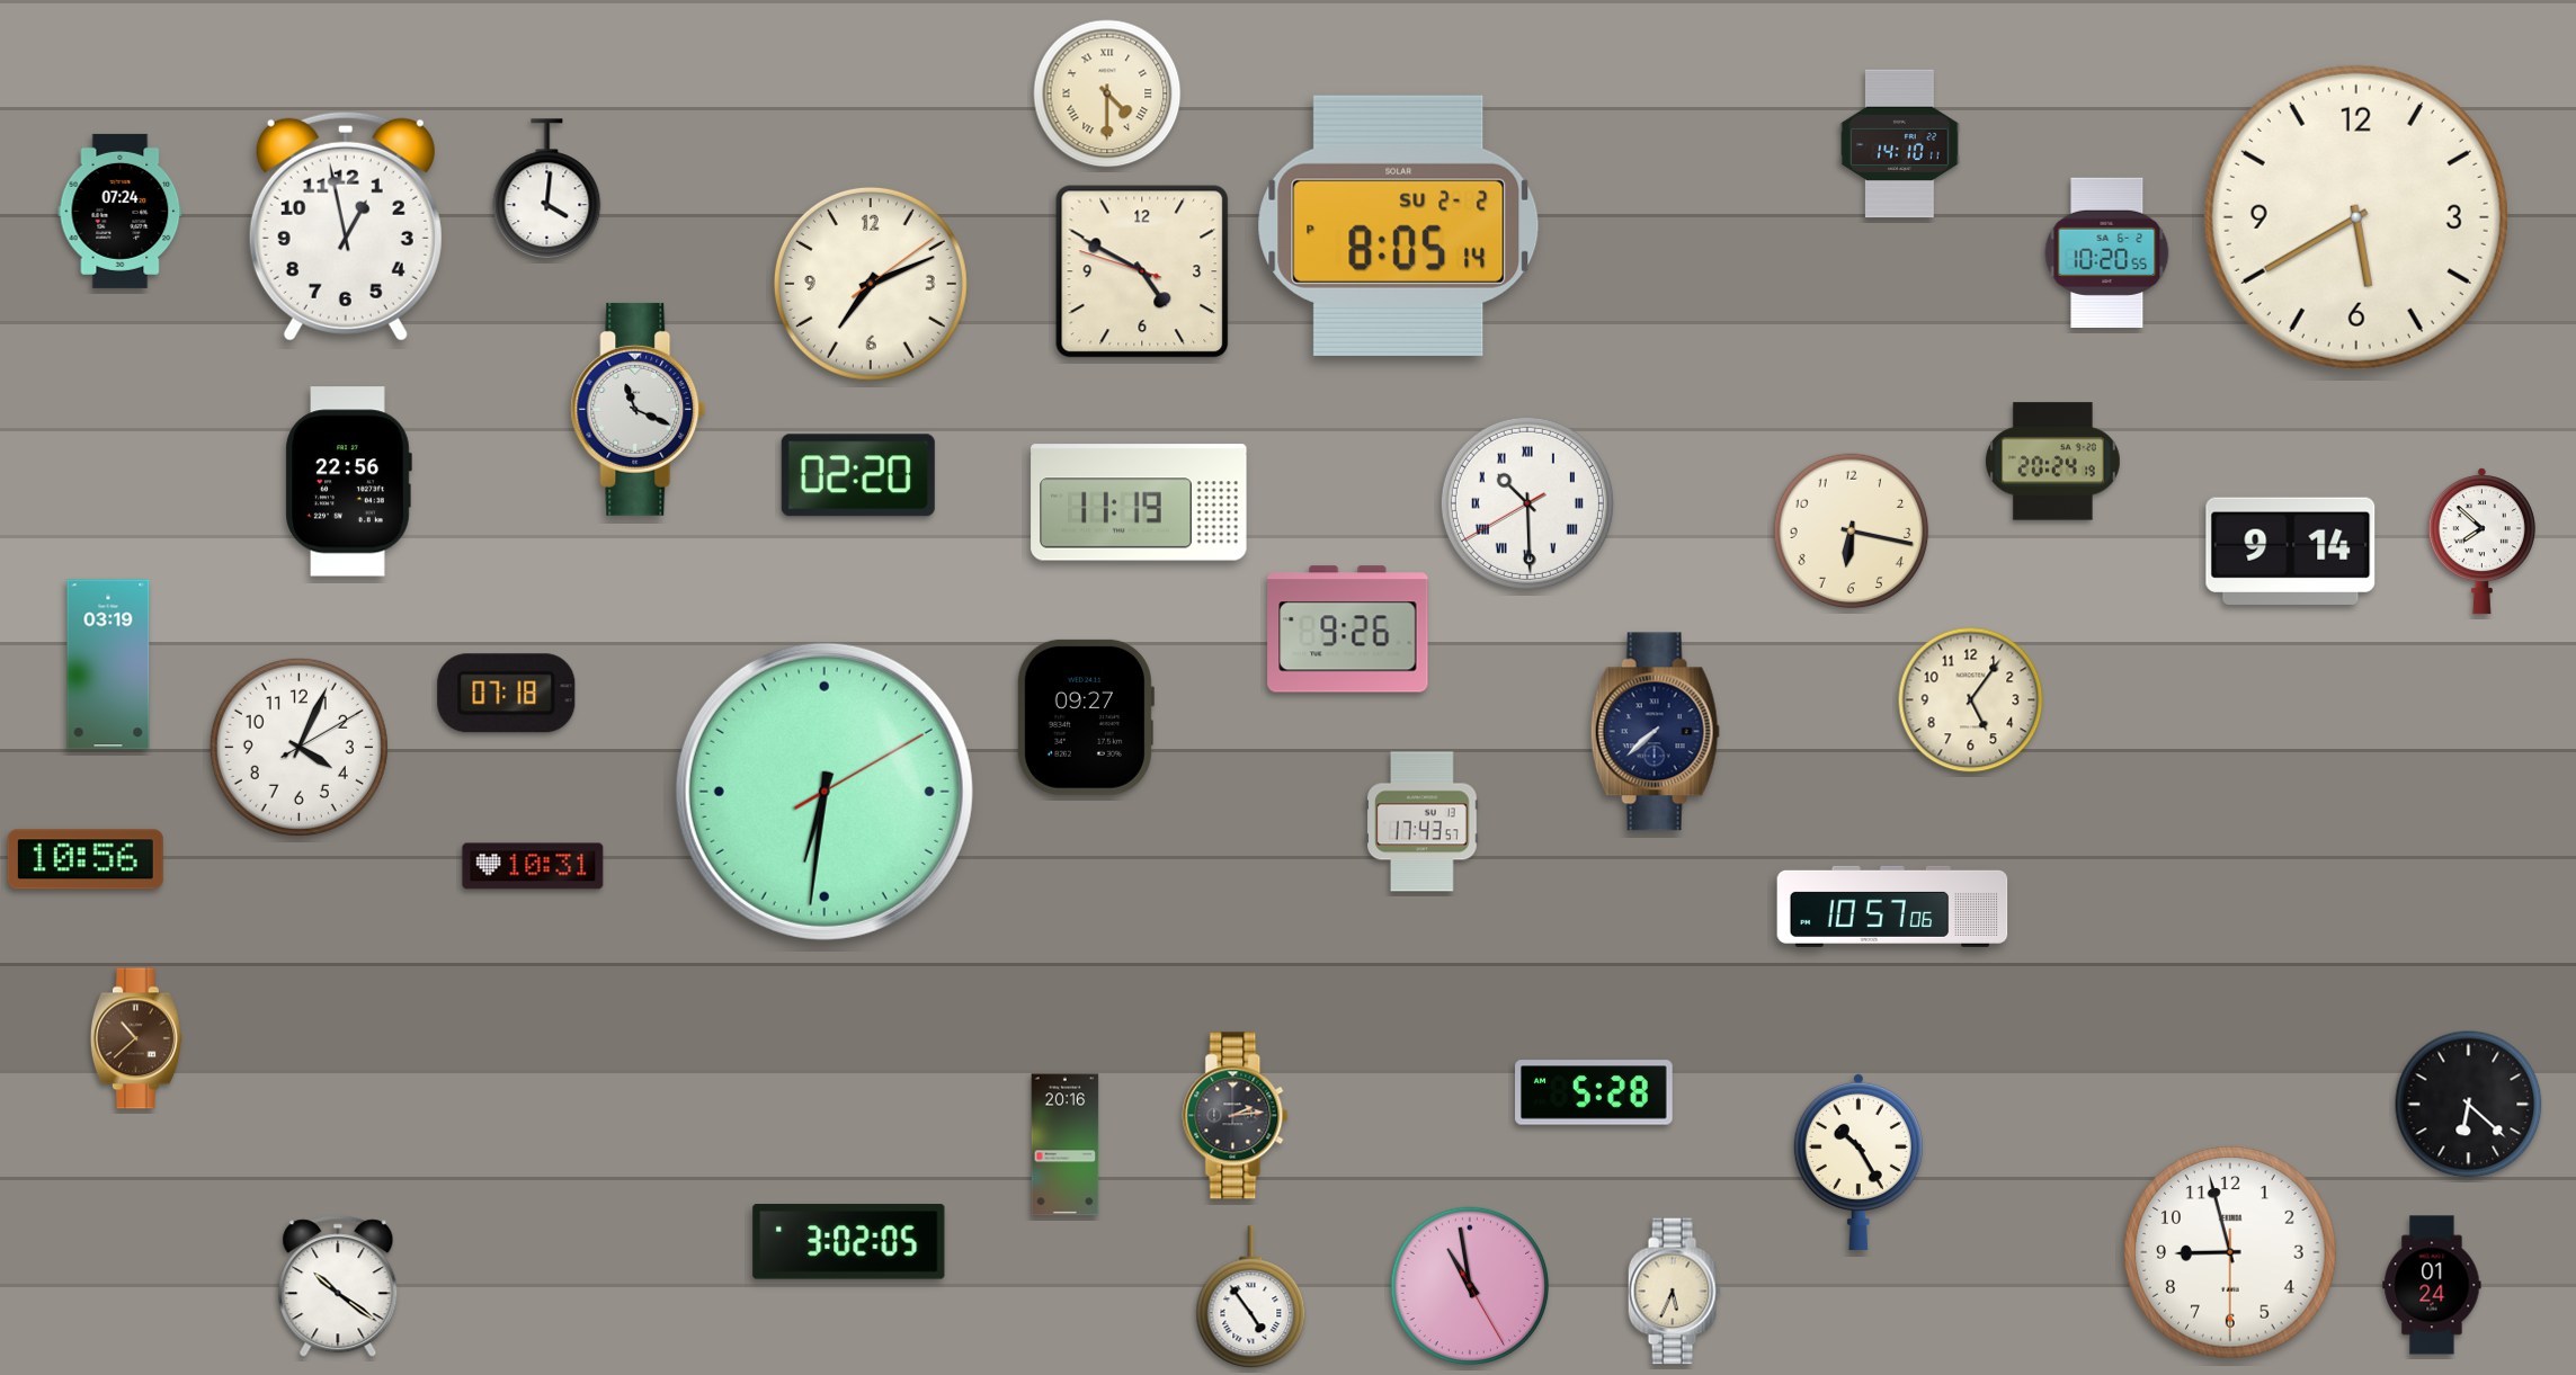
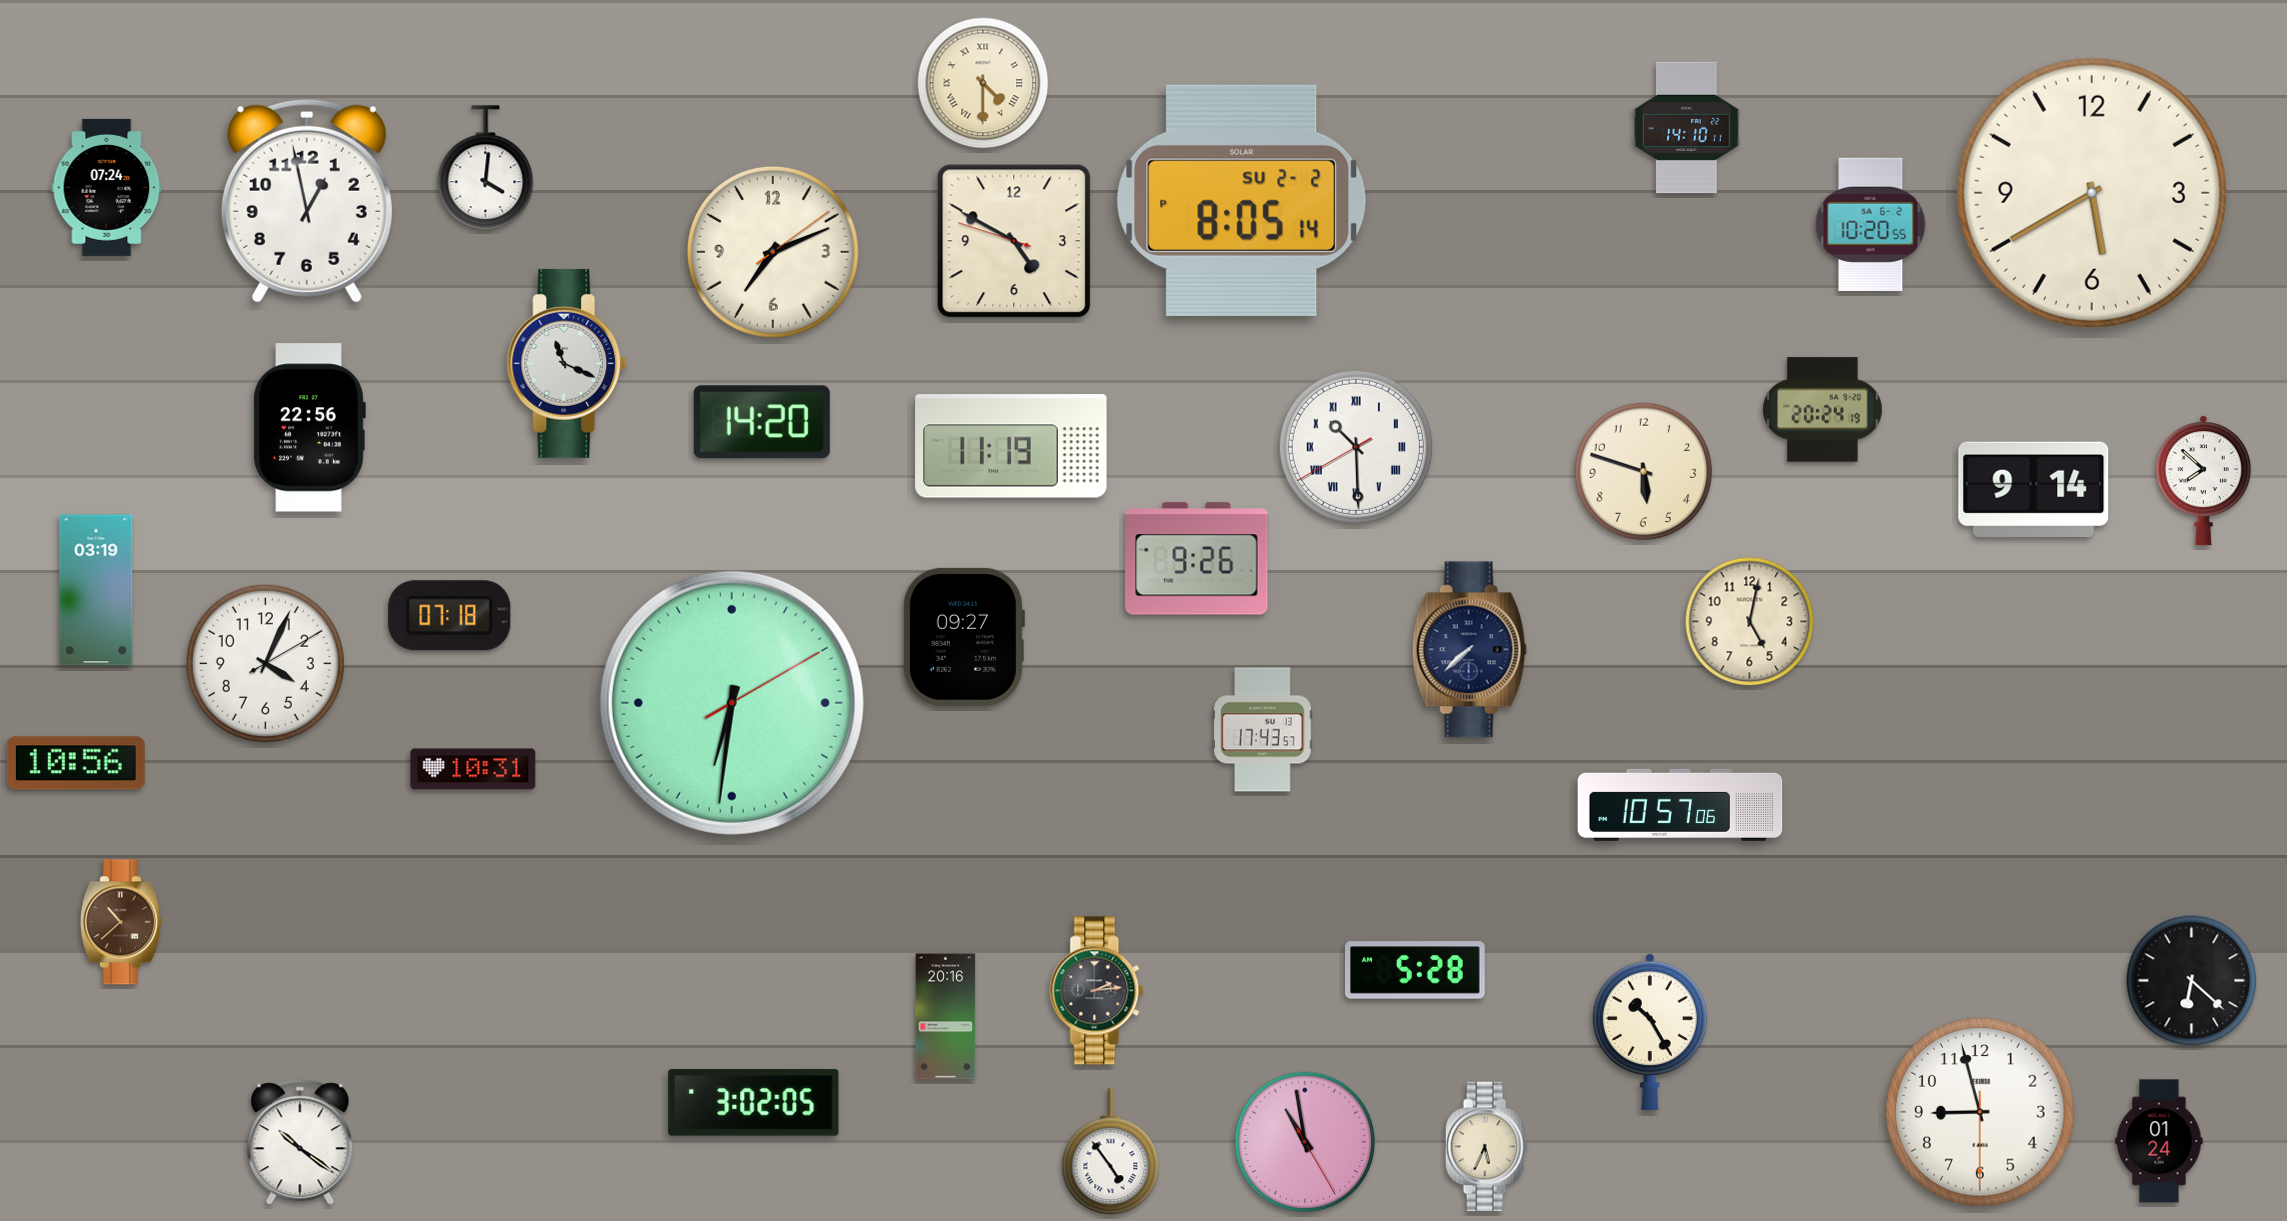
clock at (858, 475): 02:20 -> 14:20
clock at (1852, 532): 6:17 -> 5:48
clock at (1971, 700): 5:06 -> 5:02
